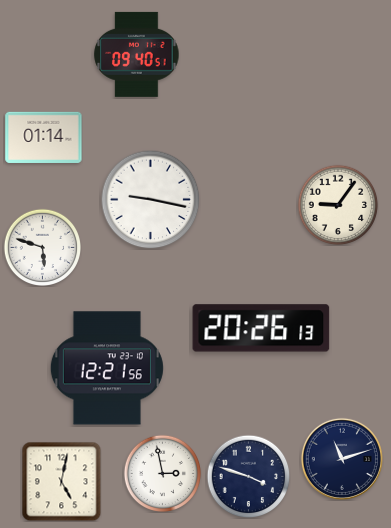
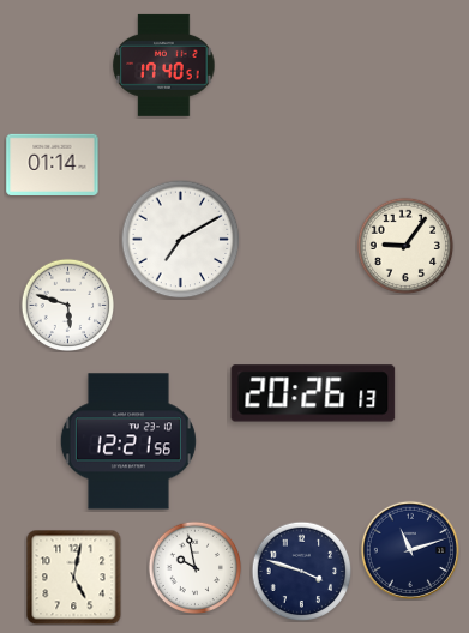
clock at (137, 54): 09:40 -> 17:40
clock at (151, 200): 9:17 -> 7:10
clock at (42, 247) position: (42, 247) -> (67, 305)
clock at (162, 473): 2:58 -> 9:58
clock at (248, 476) position: (248, 476) -> (301, 571)
